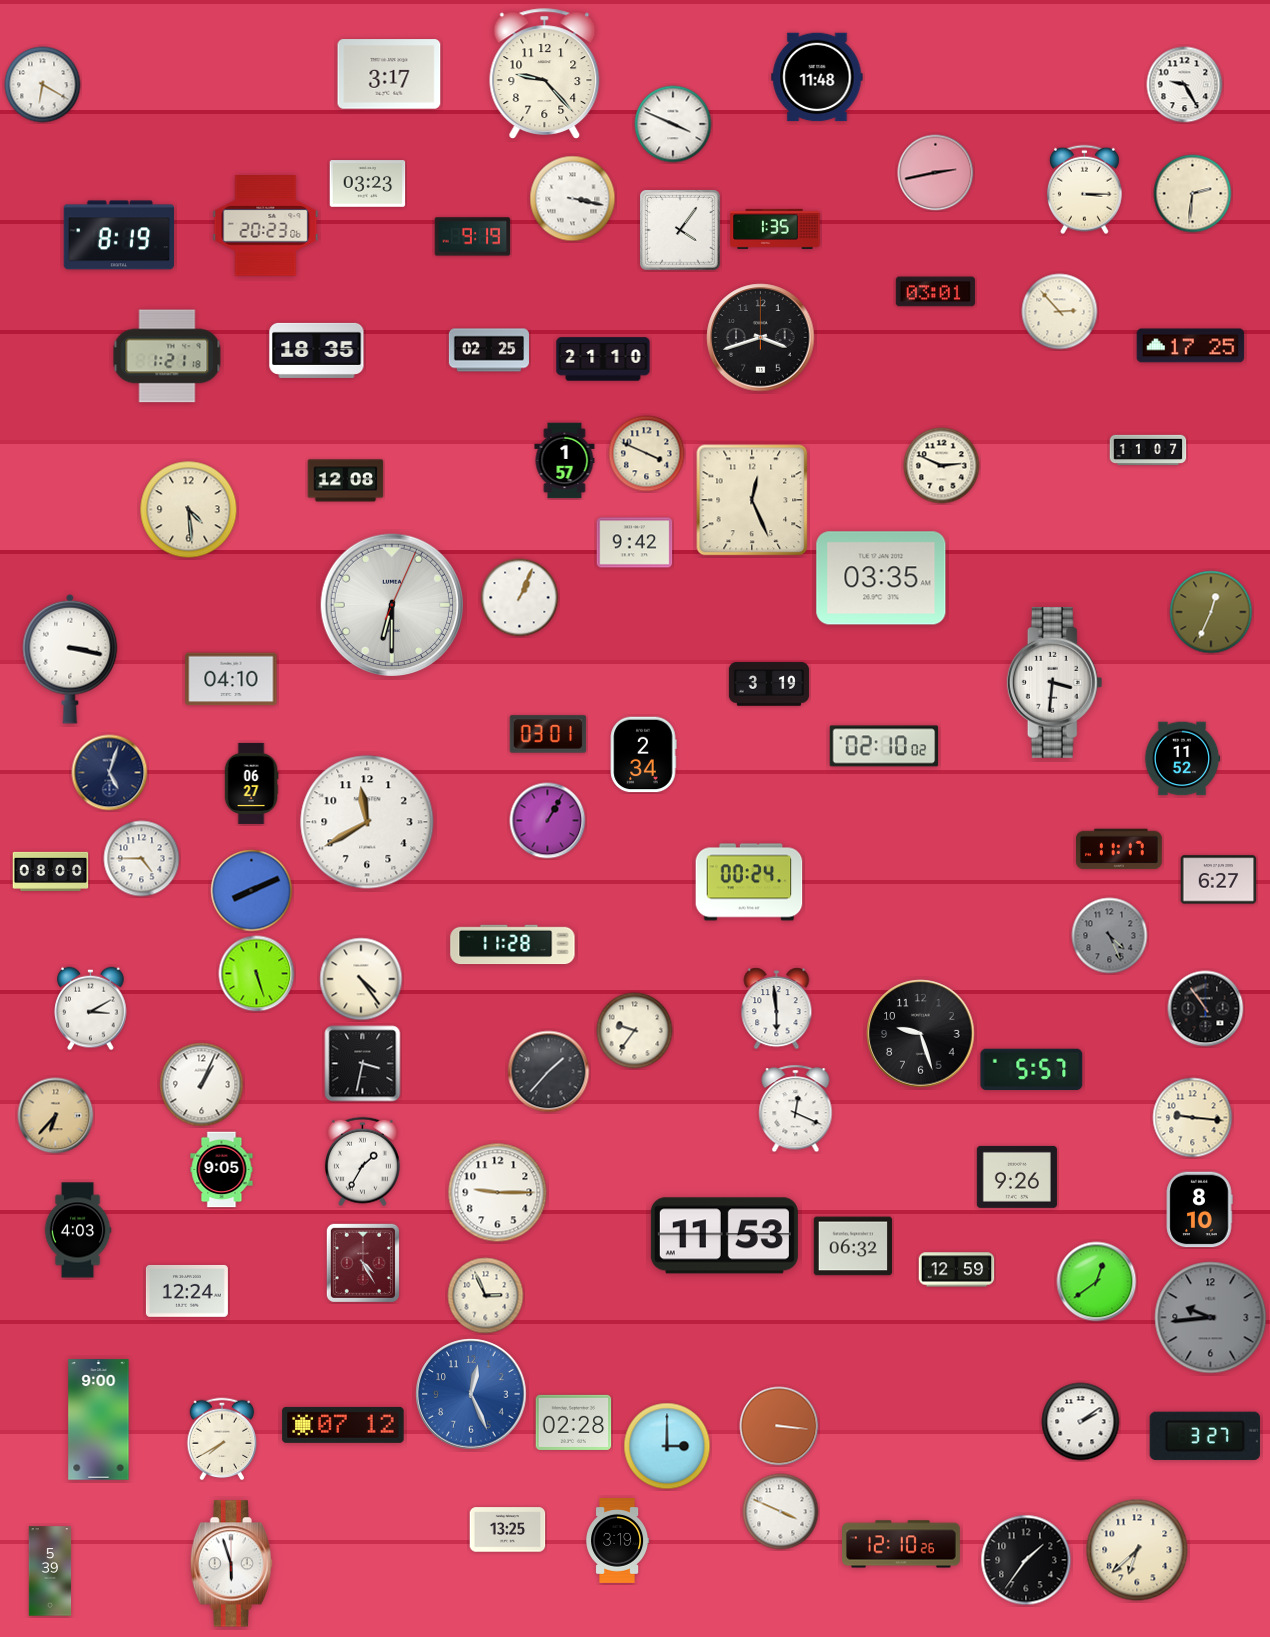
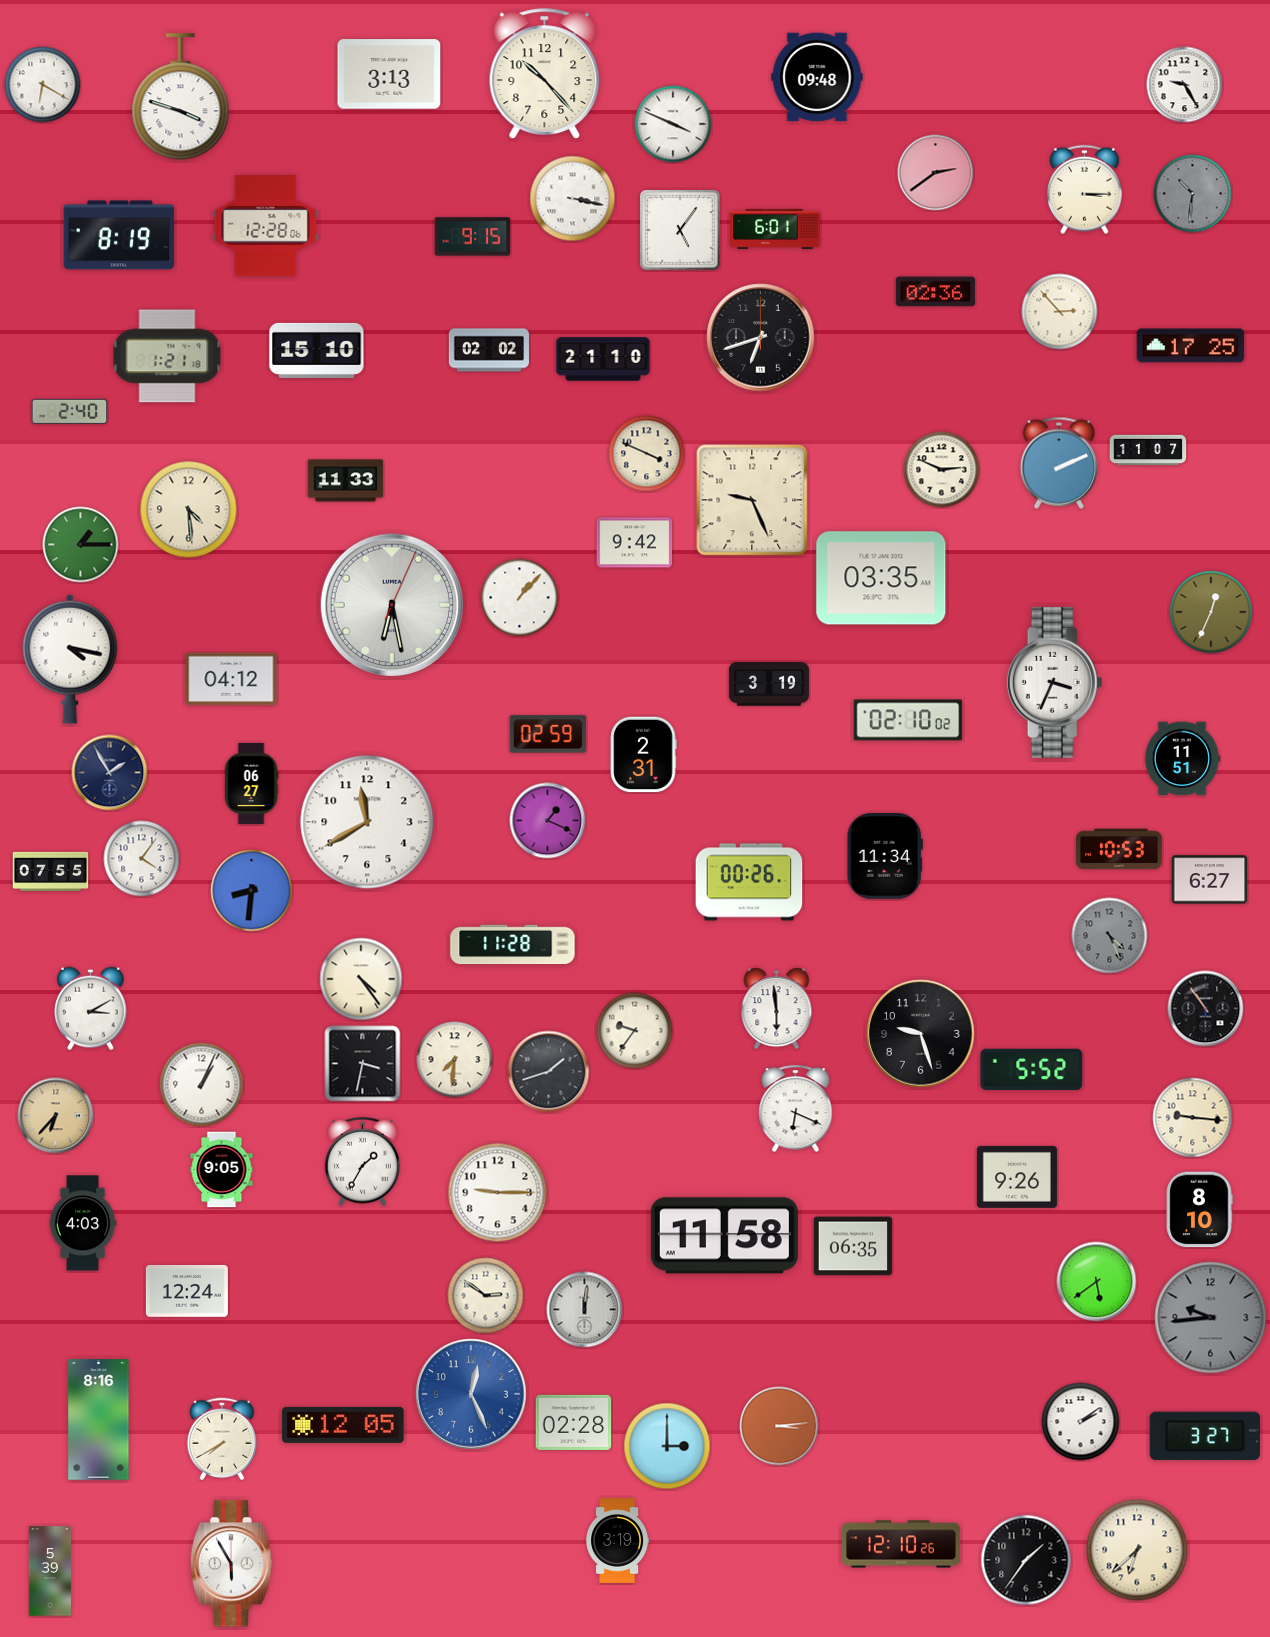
clock at (389, 74): 3:17 -> 3:13
clock at (545, 74): 9:23 -> 10:23
clock at (817, 77): 11:48 -> 09:48
clock at (181, 97): none -> 3:48
clock at (936, 173): 2:43 -> 2:39
clock at (368, 184): 03:23 -> none
clock at (1193, 194): 2:31 -> 10:31
clock at (1193, 194) dial: cream -> grey
clock at (266, 226): 20:23 -> 12:28
clock at (775, 229): 1:35 -> 6:01
clock at (680, 230): 4:06 -> 5:06
clock at (473, 237): 9:19 -> 9:15
clock at (935, 292): 03:01 -> 02:36
clock at (761, 338): 3:42 -> 6:42
clock at (317, 350): 18:35 -> 15:10
clock at (489, 350): 02:25 -> 02:02
clock at (70, 411): none -> 2:40
clock at (565, 461): 1:57 -> none
clock at (1059, 463): none -> 2:11
clock at (942, 466) position: (942, 466) -> (942, 470)
clock at (346, 481): 12:08 -> 11:33
clock at (752, 500): 12:26 -> 9:26
clock at (81, 545): none -> 1:15
clock at (520, 598): 1:04 -> 1:07
clock at (392, 605): 6:30 -> 6:28
clock at (70, 659): 3:17 -> 4:17
clock at (231, 679): 04:10 -> 04:12
clock at (1055, 682): 3:31 -> 3:34
clock at (548, 734): 03:01 -> 02:59
clock at (884, 746) position: (884, 746) -> (908, 720)
clock at (643, 755): 2:34 -> 2:31
clock at (1182, 759): 11:52 -> 11:51
clock at (110, 773): 5:03 -> 1:55
clock at (548, 821): 1:05 -> 1:19
clock at (1119, 849): 11:17 -> 10:53
clock at (885, 857): none -> 11:34
clock at (142, 859): 4:45 -> 4:06
clock at (51, 871): 08:00 -> 07:55
clock at (1219, 880) position: (1219, 880) -> (1210, 880)
clock at (749, 882): 00:24 -> 00:26
clock at (252, 891): 8:11 -> 8:31
clock at (257, 974): 5:27 -> none
clock at (455, 1060): none -> 7:31
clock at (1032, 1069): 5:57 -> 5:52
clock at (549, 1072): 1:37 -> 1:42
clock at (796, 1109): 12:19 -> 6:19
clock at (78, 1230) position: (78, 1230) -> (83, 1223)
clock at (724, 1236): 11:53 -> 11:58
clock at (852, 1246): 06:32 -> 06:35
clock at (363, 1263): 4:25 -> none
clock at (957, 1270): 12:59 -> none
clock at (1097, 1282): 12:39 -> 5:39
clock at (486, 1296): 2:56 -> 2:51
clock at (585, 1310): none -> 12:01
clock at (99, 1420): 9:00 -> 8:16
clock at (343, 1425): 07:12 -> 12:05
clock at (779, 1426): 3:16 -> 3:14
clock at (781, 1512): 3:49 -> none
clock at (508, 1530): 13:25 -> none
clock at (231, 1564): 5:57 -> 5:55
